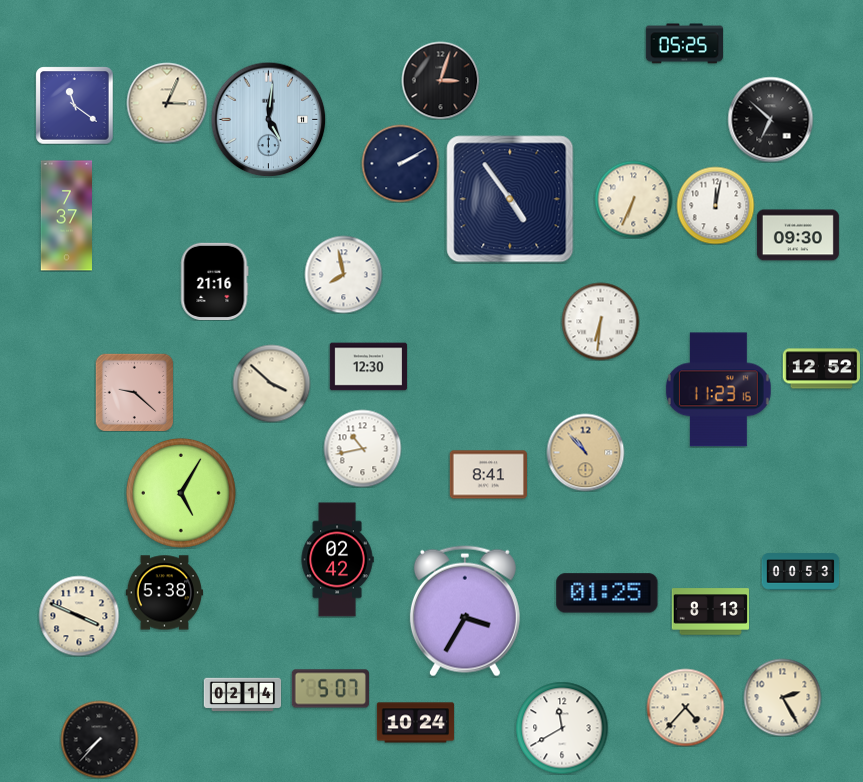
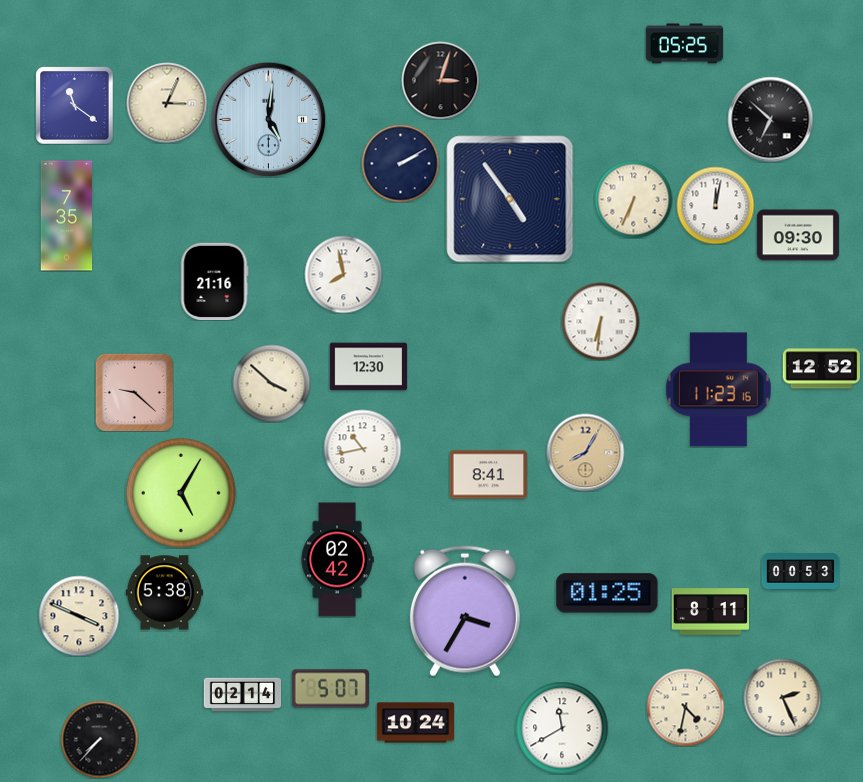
clock at (66, 216): 7:37 -> 7:35
clock at (585, 452): 10:53 -> 8:05
clock at (710, 612): 8:13 -> 8:11
clock at (782, 697): 2:25 -> 2:26
clock at (685, 707): 4:37 -> 4:32
